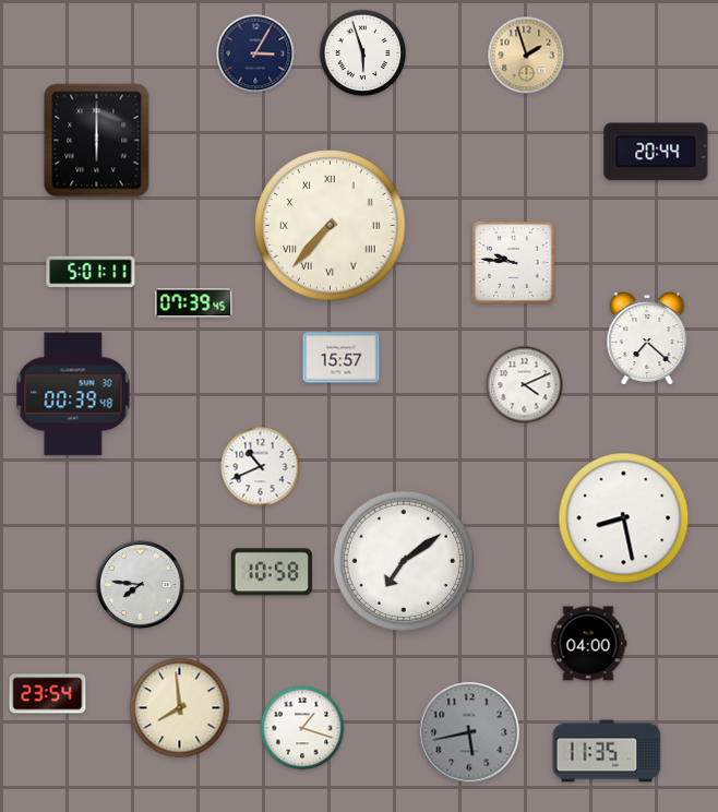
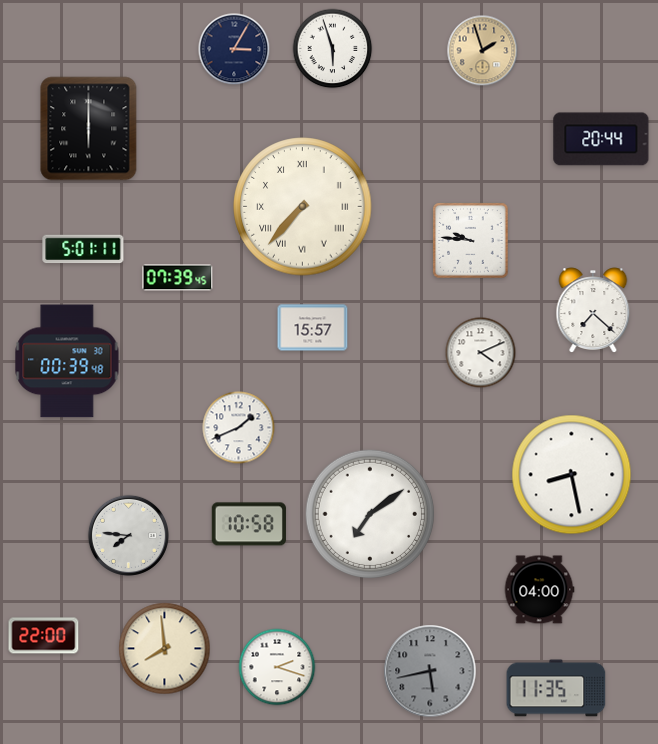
clock at (261, 467): 10:41 -> 1:41
clock at (48, 694): 23:54 -> 22:00
clock at (302, 728): 1:18 -> 2:18
